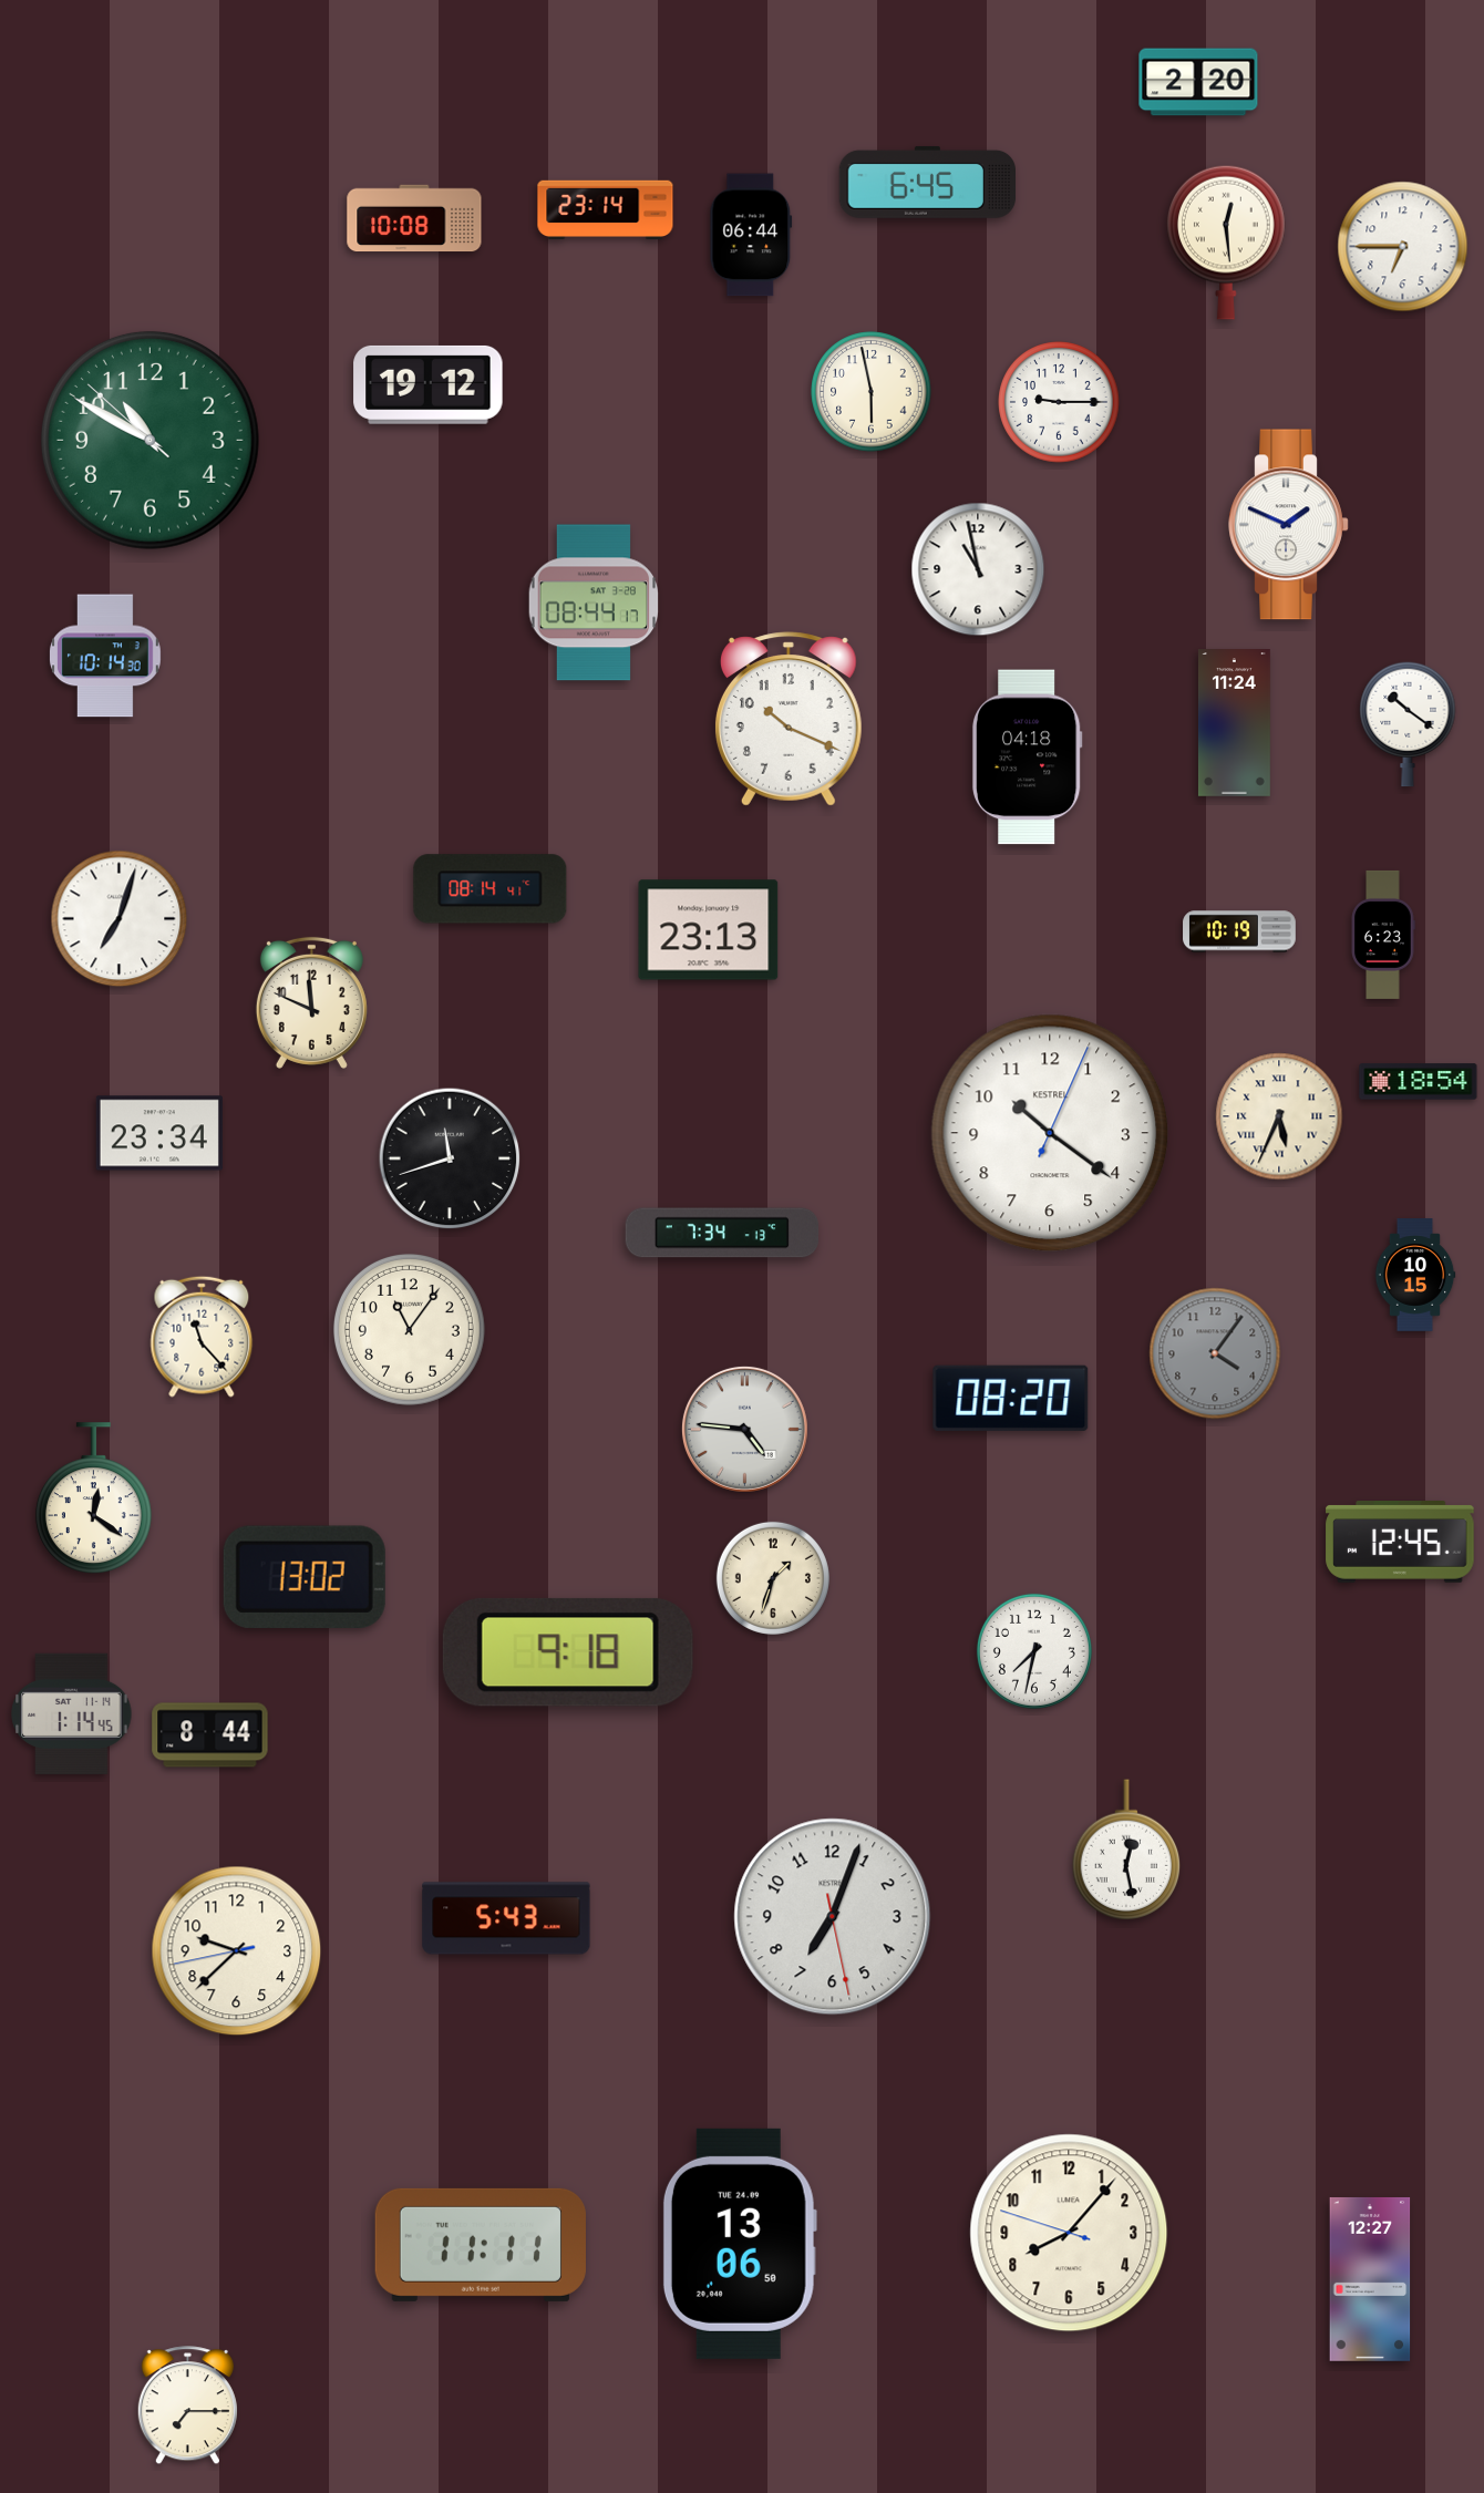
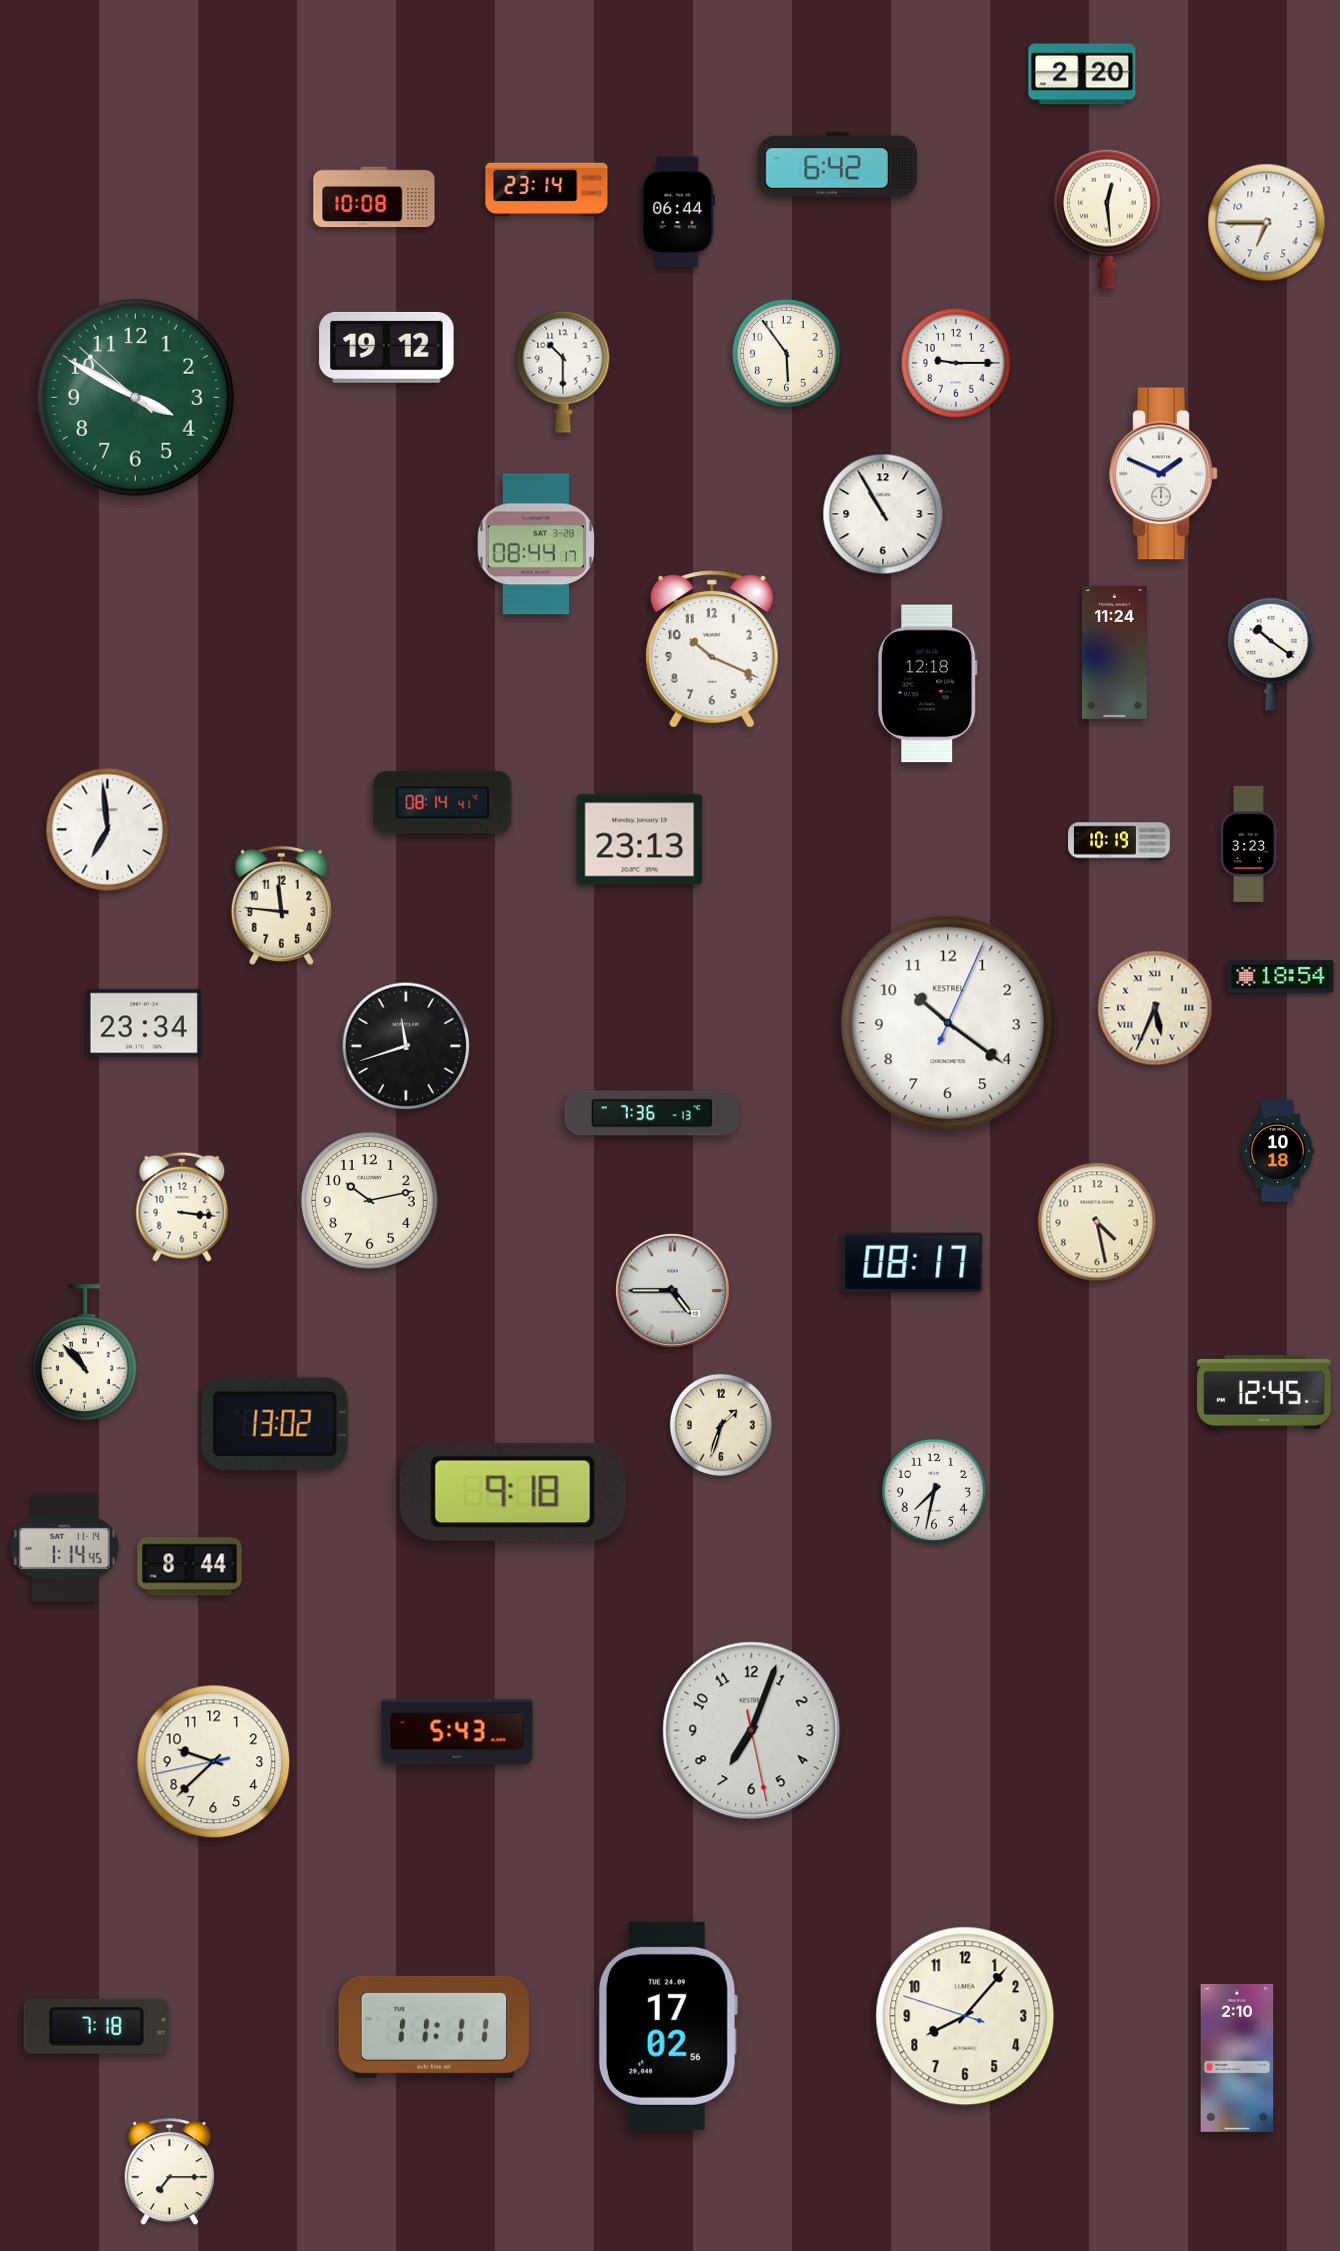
clock at (927, 182): 6:45 -> 6:42
clock at (872, 392): 5:58 -> 5:54
clock at (563, 372): none -> 10:30
clock at (150, 440): 10:49 -> 3:49
clock at (978, 569): 10:58 -> 10:55
clock at (105, 656): 10:14 -> none
clock at (1027, 758): 04:18 -> 12:18
clock at (120, 919): 7:03 -> 6:59
clock at (1383, 935): 6:23 -> 3:23
clock at (311, 1002): 11:49 -> 11:46
clock at (722, 1233): 7:34 -> 7:36
clock at (1415, 1275): 10:15 -> 10:18
clock at (409, 1329): 11:06 -> 10:13
clock at (202, 1337): 11:23 -> 3:16
clock at (1215, 1353): 4:06 -> 4:28
clock at (1215, 1353) dial: grey -> cream
clock at (1011, 1398): 08:20 -> 08:17
clock at (744, 1429): 4:46 -> 4:45
clock at (93, 1497): 12:21 -> 10:53
clock at (773, 1578) position: (773, 1578) -> (721, 1425)
clock at (1126, 1850): 12:28 -> none
clock at (96, 2026): none -> 7:18
clock at (740, 2244): 13:06 -> 17:02
clock at (1370, 2279): 12:27 -> 2:10
